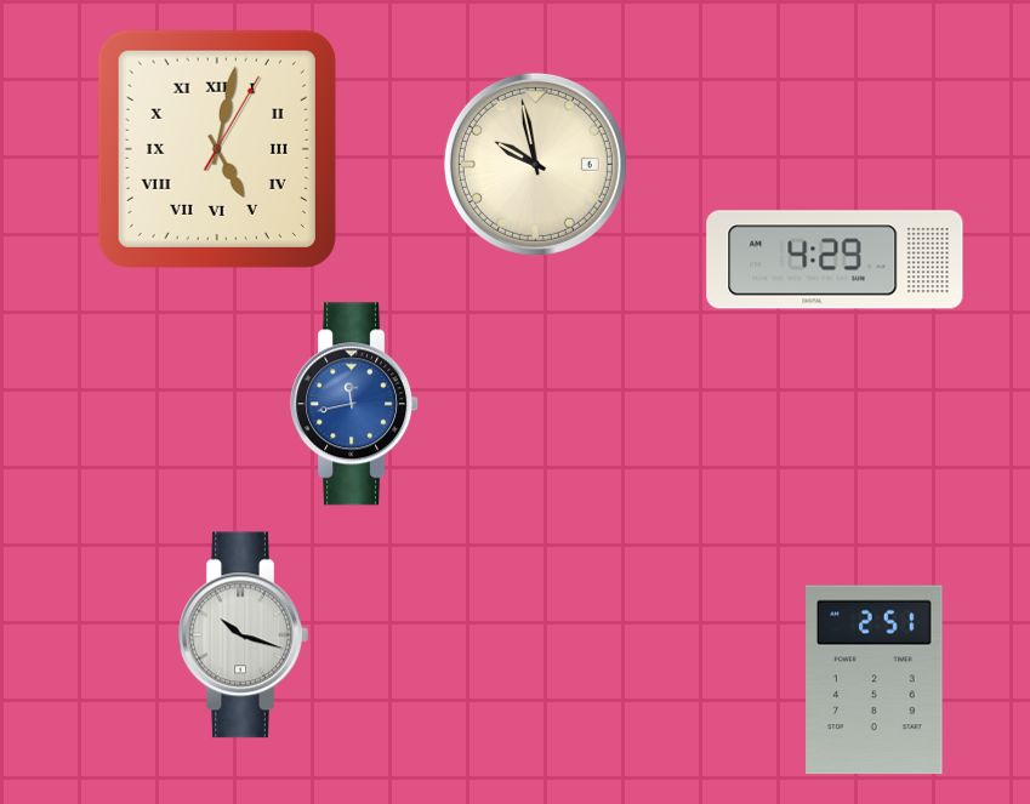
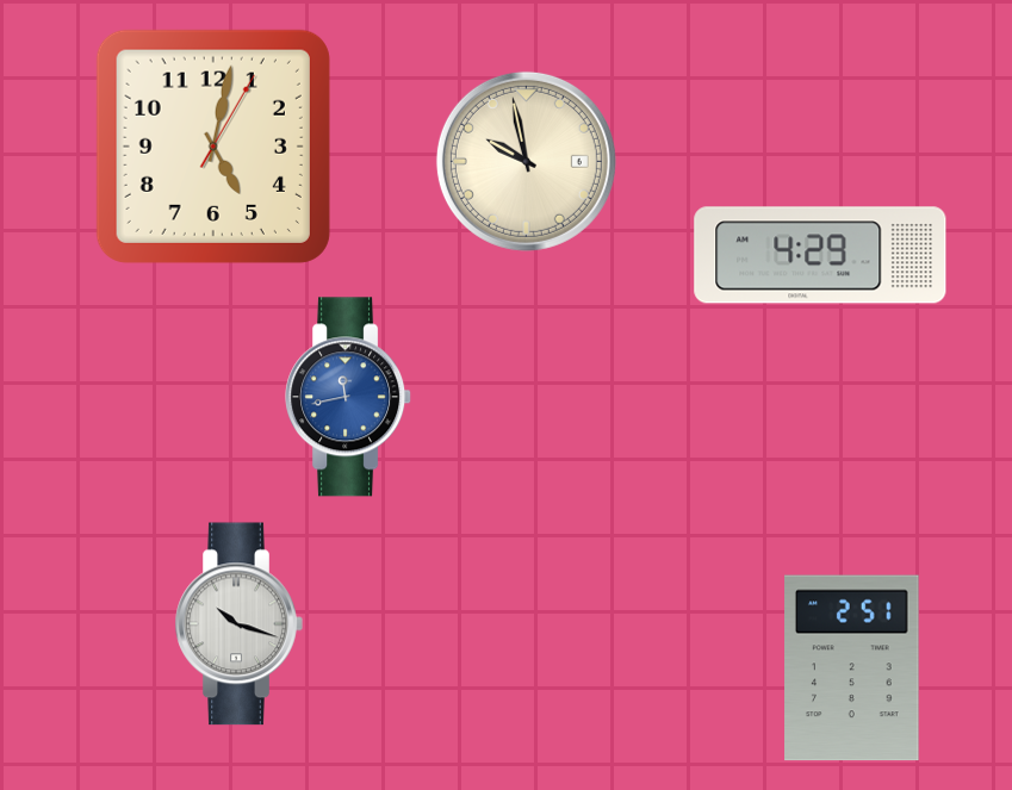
clock at (217, 149) numerals: Roman -> Arabic
clock at (875, 680) position: (875, 680) -> (852, 668)
